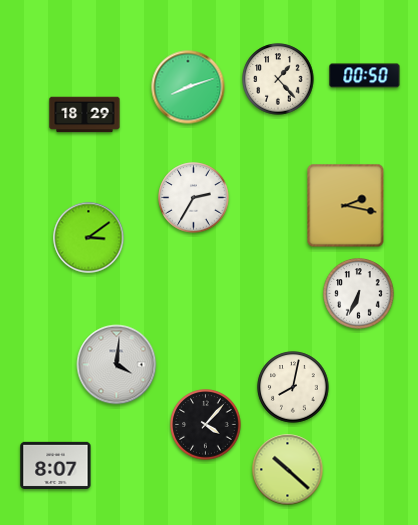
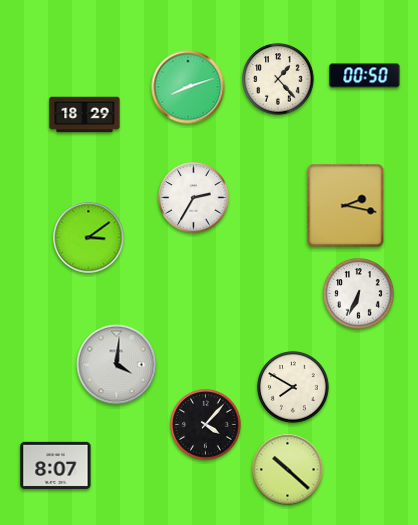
clock at (293, 387): 8:02 -> 7:50
